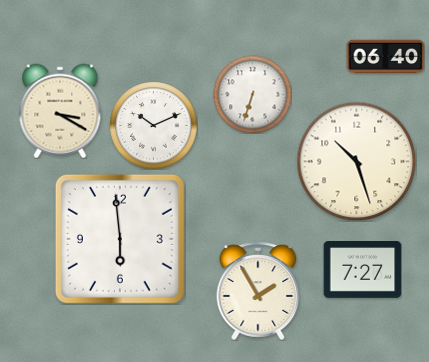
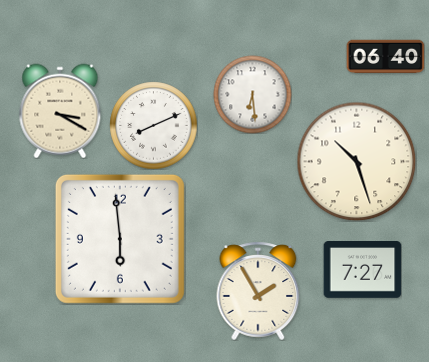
clock at (252, 94): 6:33 -> 6:29
clock at (153, 125): 10:11 -> 8:11
